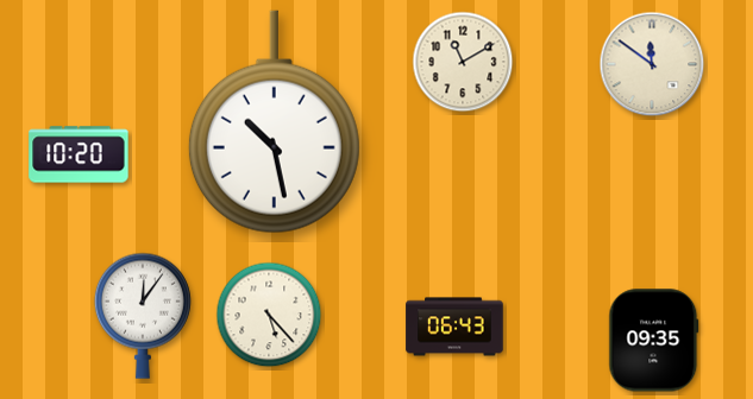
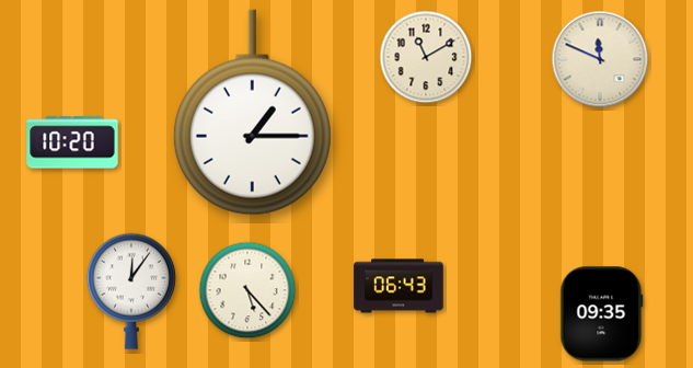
clock at (652, 64): 11:51 -> 11:49
clock at (274, 122): 10:28 -> 1:15
clock at (454, 327) position: (454, 327) -> (399, 286)
